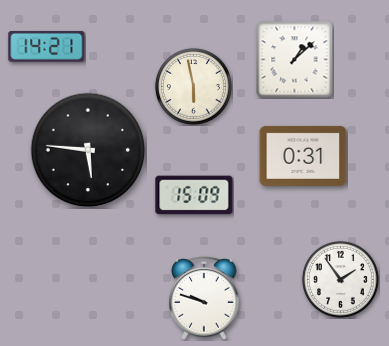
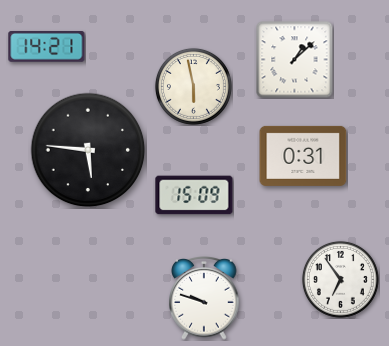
clock at (340, 279): 1:54 -> 6:54
